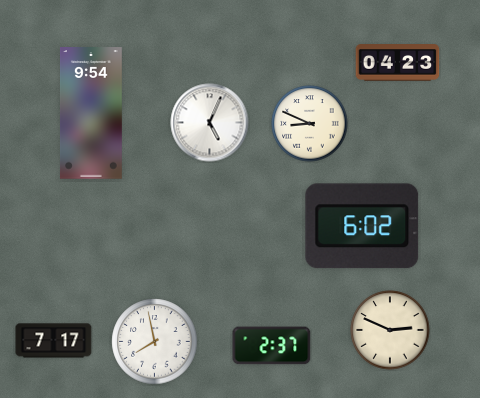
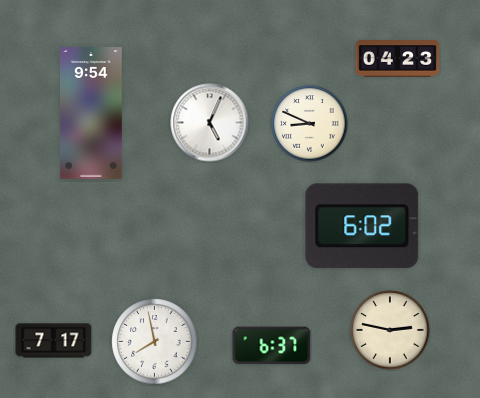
clock at (398, 63) position: (398, 63) -> (398, 59)
clock at (390, 330): 2:49 -> 2:47
clock at (272, 346): 2:37 -> 6:37
